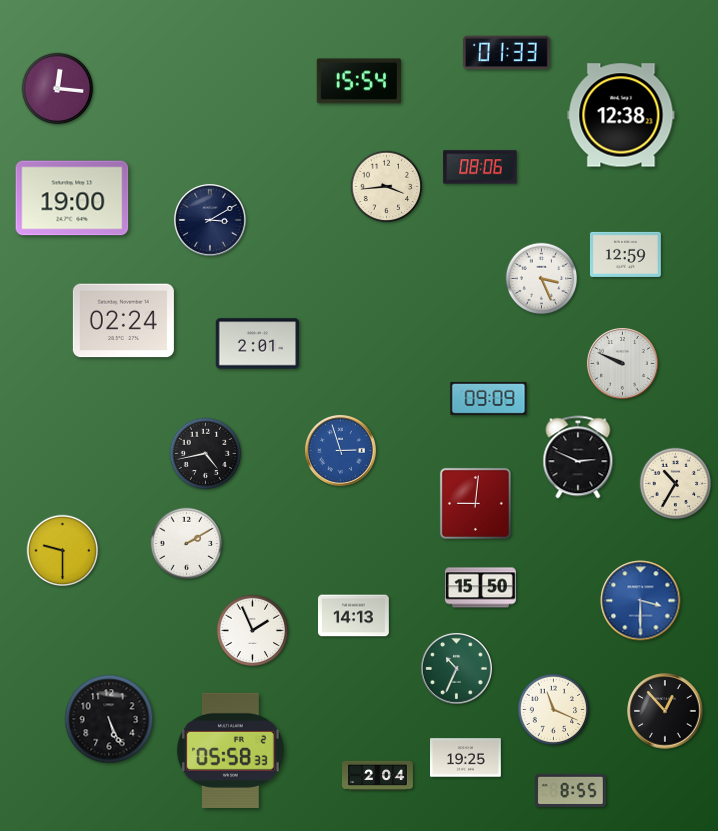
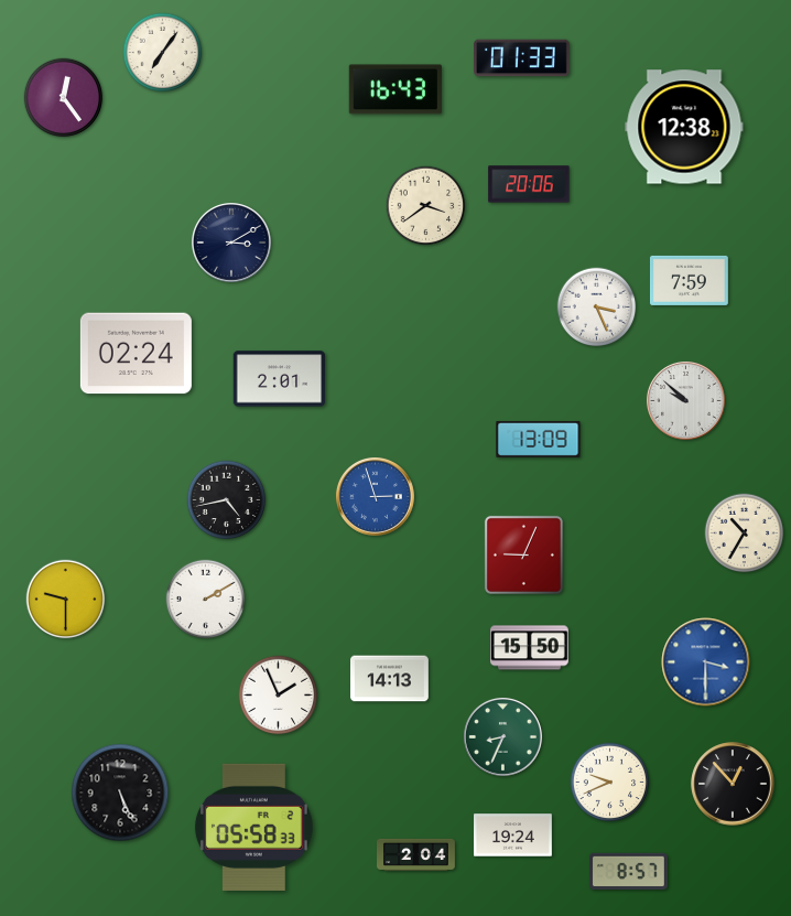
clock at (163, 53): none -> 7:06
clock at (507, 53) position: (507, 53) -> (522, 58)
clock at (359, 81): 15:54 -> 16:43
clock at (58, 89): 12:16 -> 12:24
clock at (480, 167): 08:06 -> 20:06
clock at (387, 187): 3:44 -> 3:39
clock at (72, 198): 19:00 -> none
clock at (625, 254): 12:59 -> 7:59
clock at (258, 344) position: (258, 344) -> (280, 379)
clock at (622, 363): 9:49 -> 9:52
clock at (489, 398): 09:09 -> 13:09
clock at (578, 457): 2:49 -> none
clock at (475, 503): 9:01 -> 9:04
clock at (63, 551) position: (63, 551) -> (66, 600)
clock at (456, 668): 10:34 -> 8:34
clock at (554, 710): 11:19 -> 9:41
clock at (466, 758): 19:25 -> 19:24
clock at (570, 791): 8:55 -> 8:57
